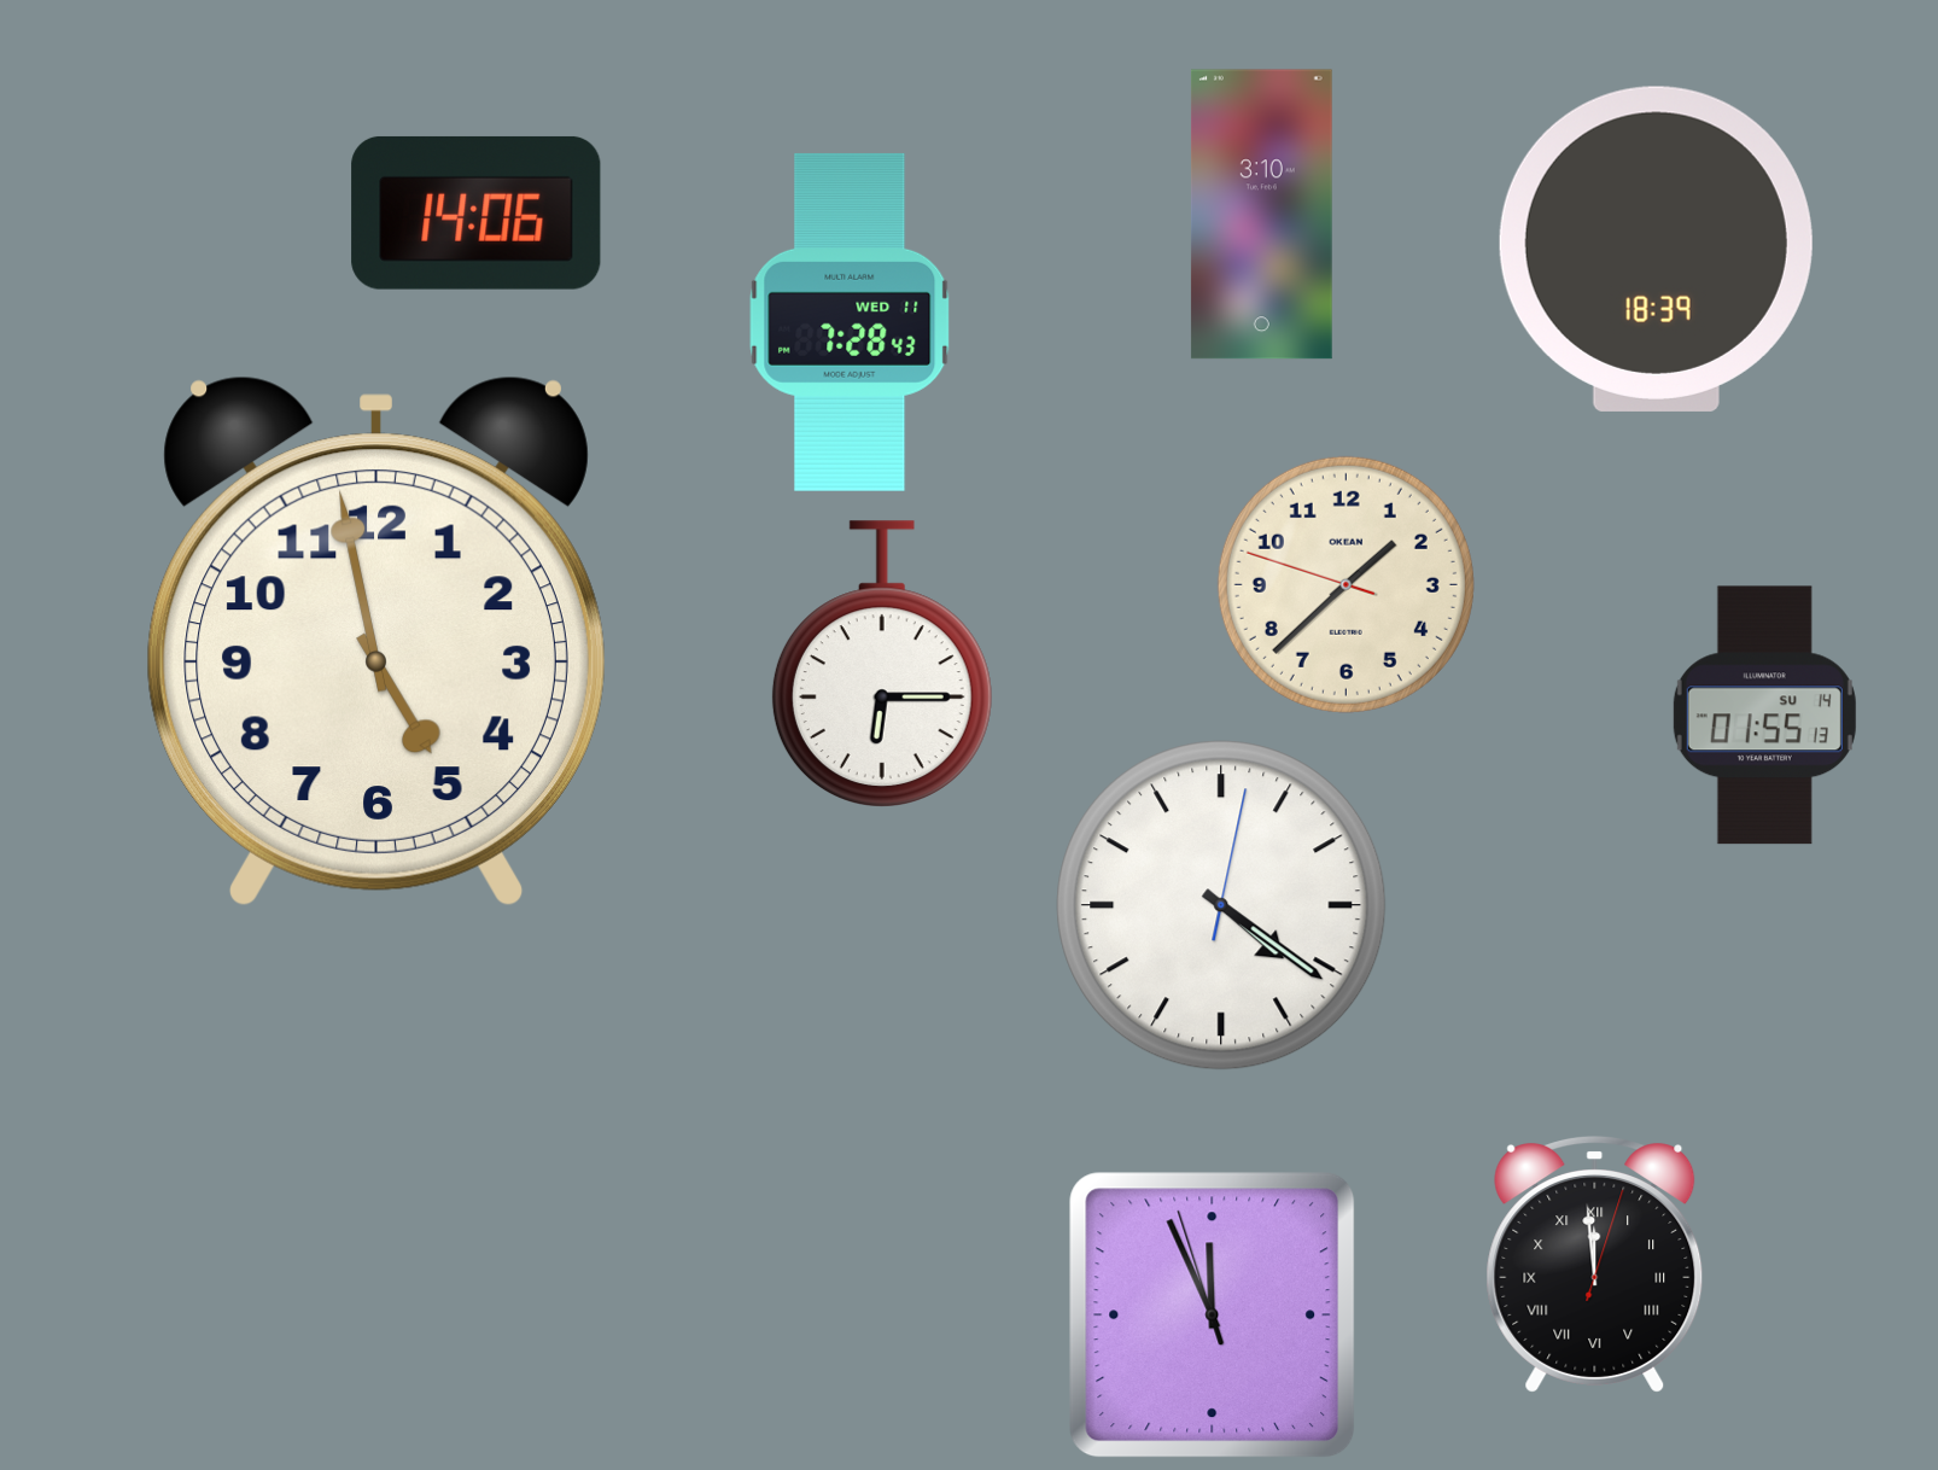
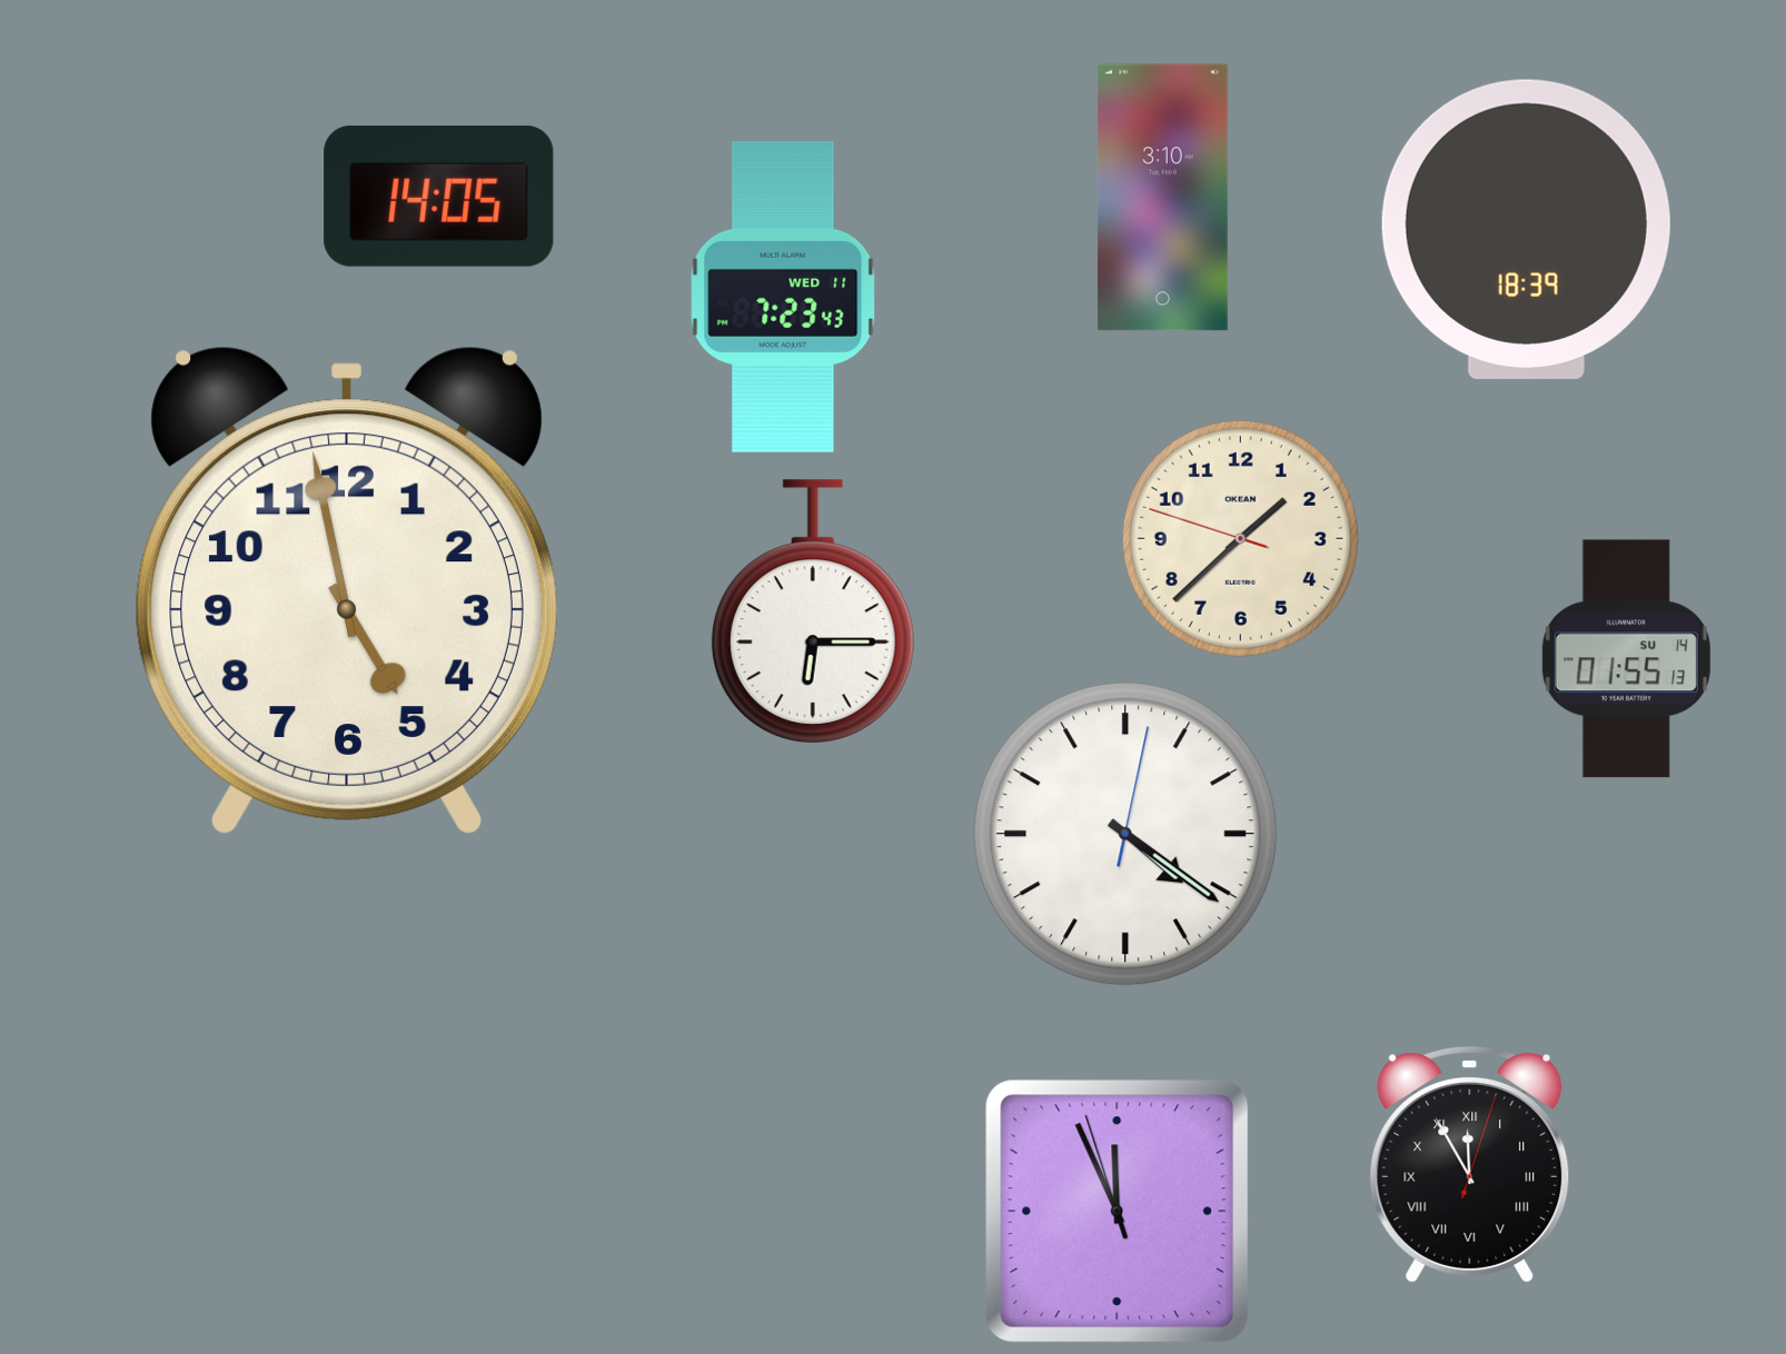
clock at (477, 212): 14:06 -> 14:05
clock at (850, 322): 7:28 -> 7:23
clock at (1595, 1265): 11:59 -> 11:55
